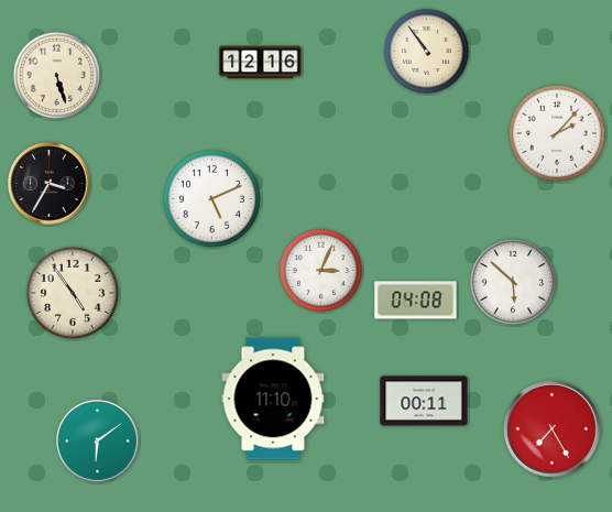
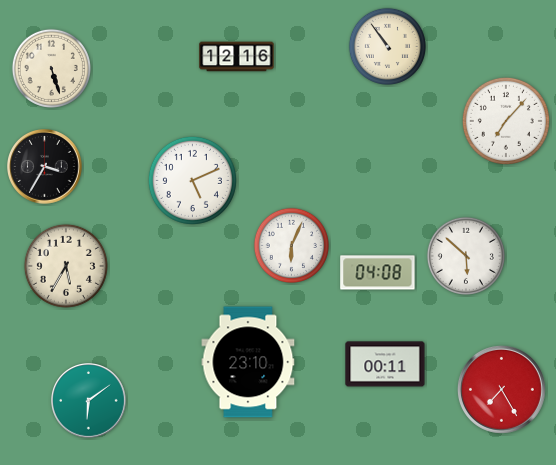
clock at (557, 133): 2:07 -> 7:07
clock at (320, 270): 3:04 -> 6:04
clock at (73, 293): 4:54 -> 5:35
clock at (273, 399): 11:10 -> 23:10
